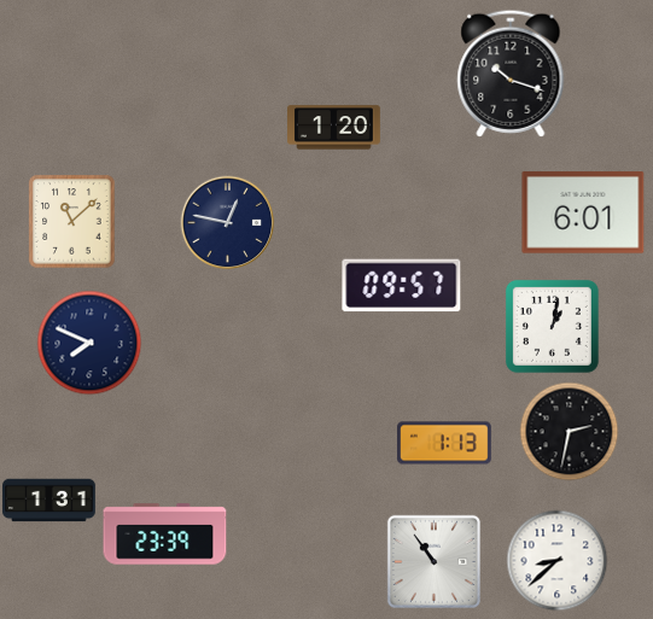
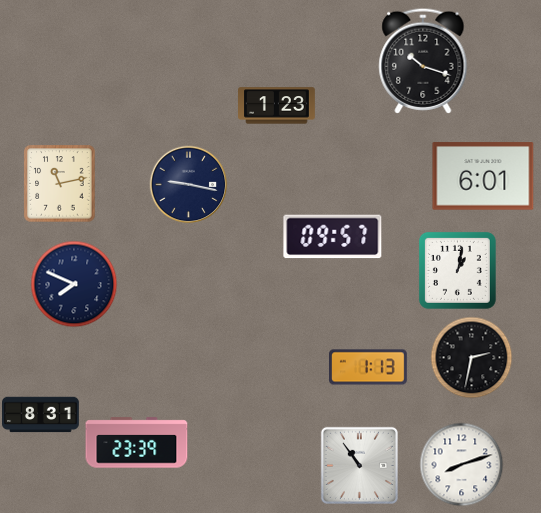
clock at (334, 128): 1:20 -> 1:23
clock at (72, 221): 11:08 -> 11:13
clock at (227, 222): 12:47 -> 9:17
clock at (49, 501): 1:31 -> 8:31
clock at (556, 560): 8:38 -> 8:12
